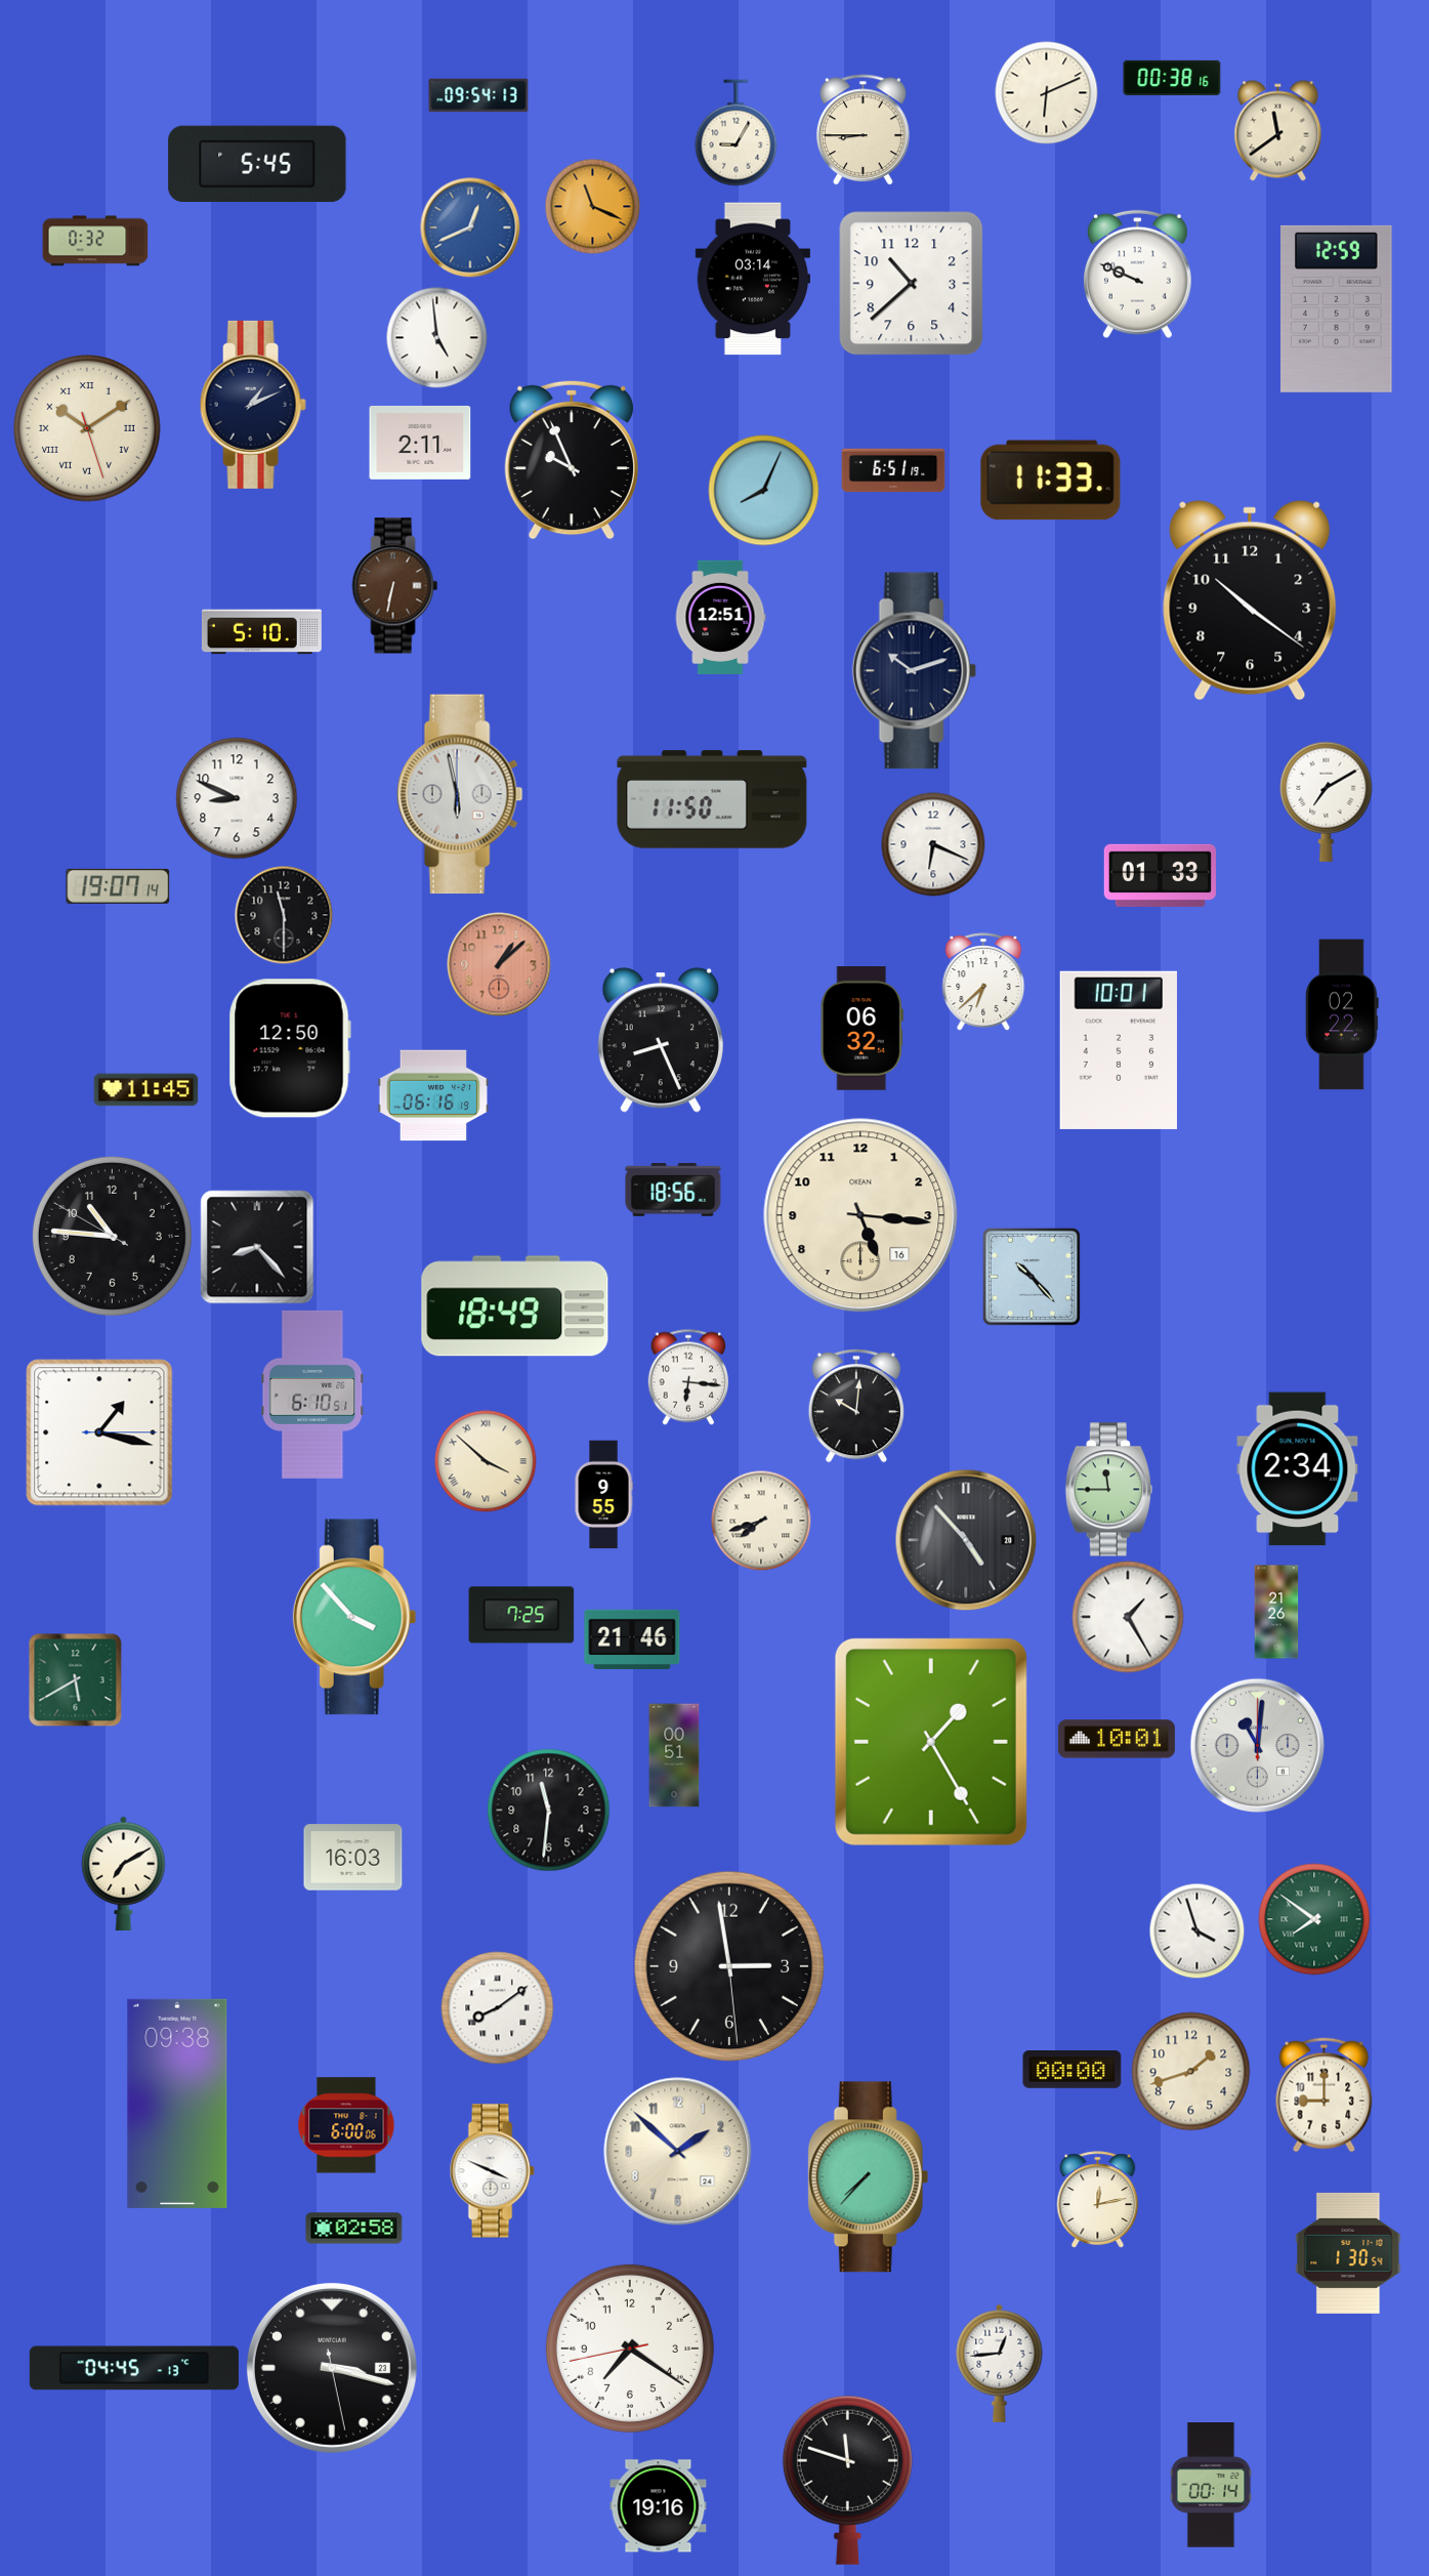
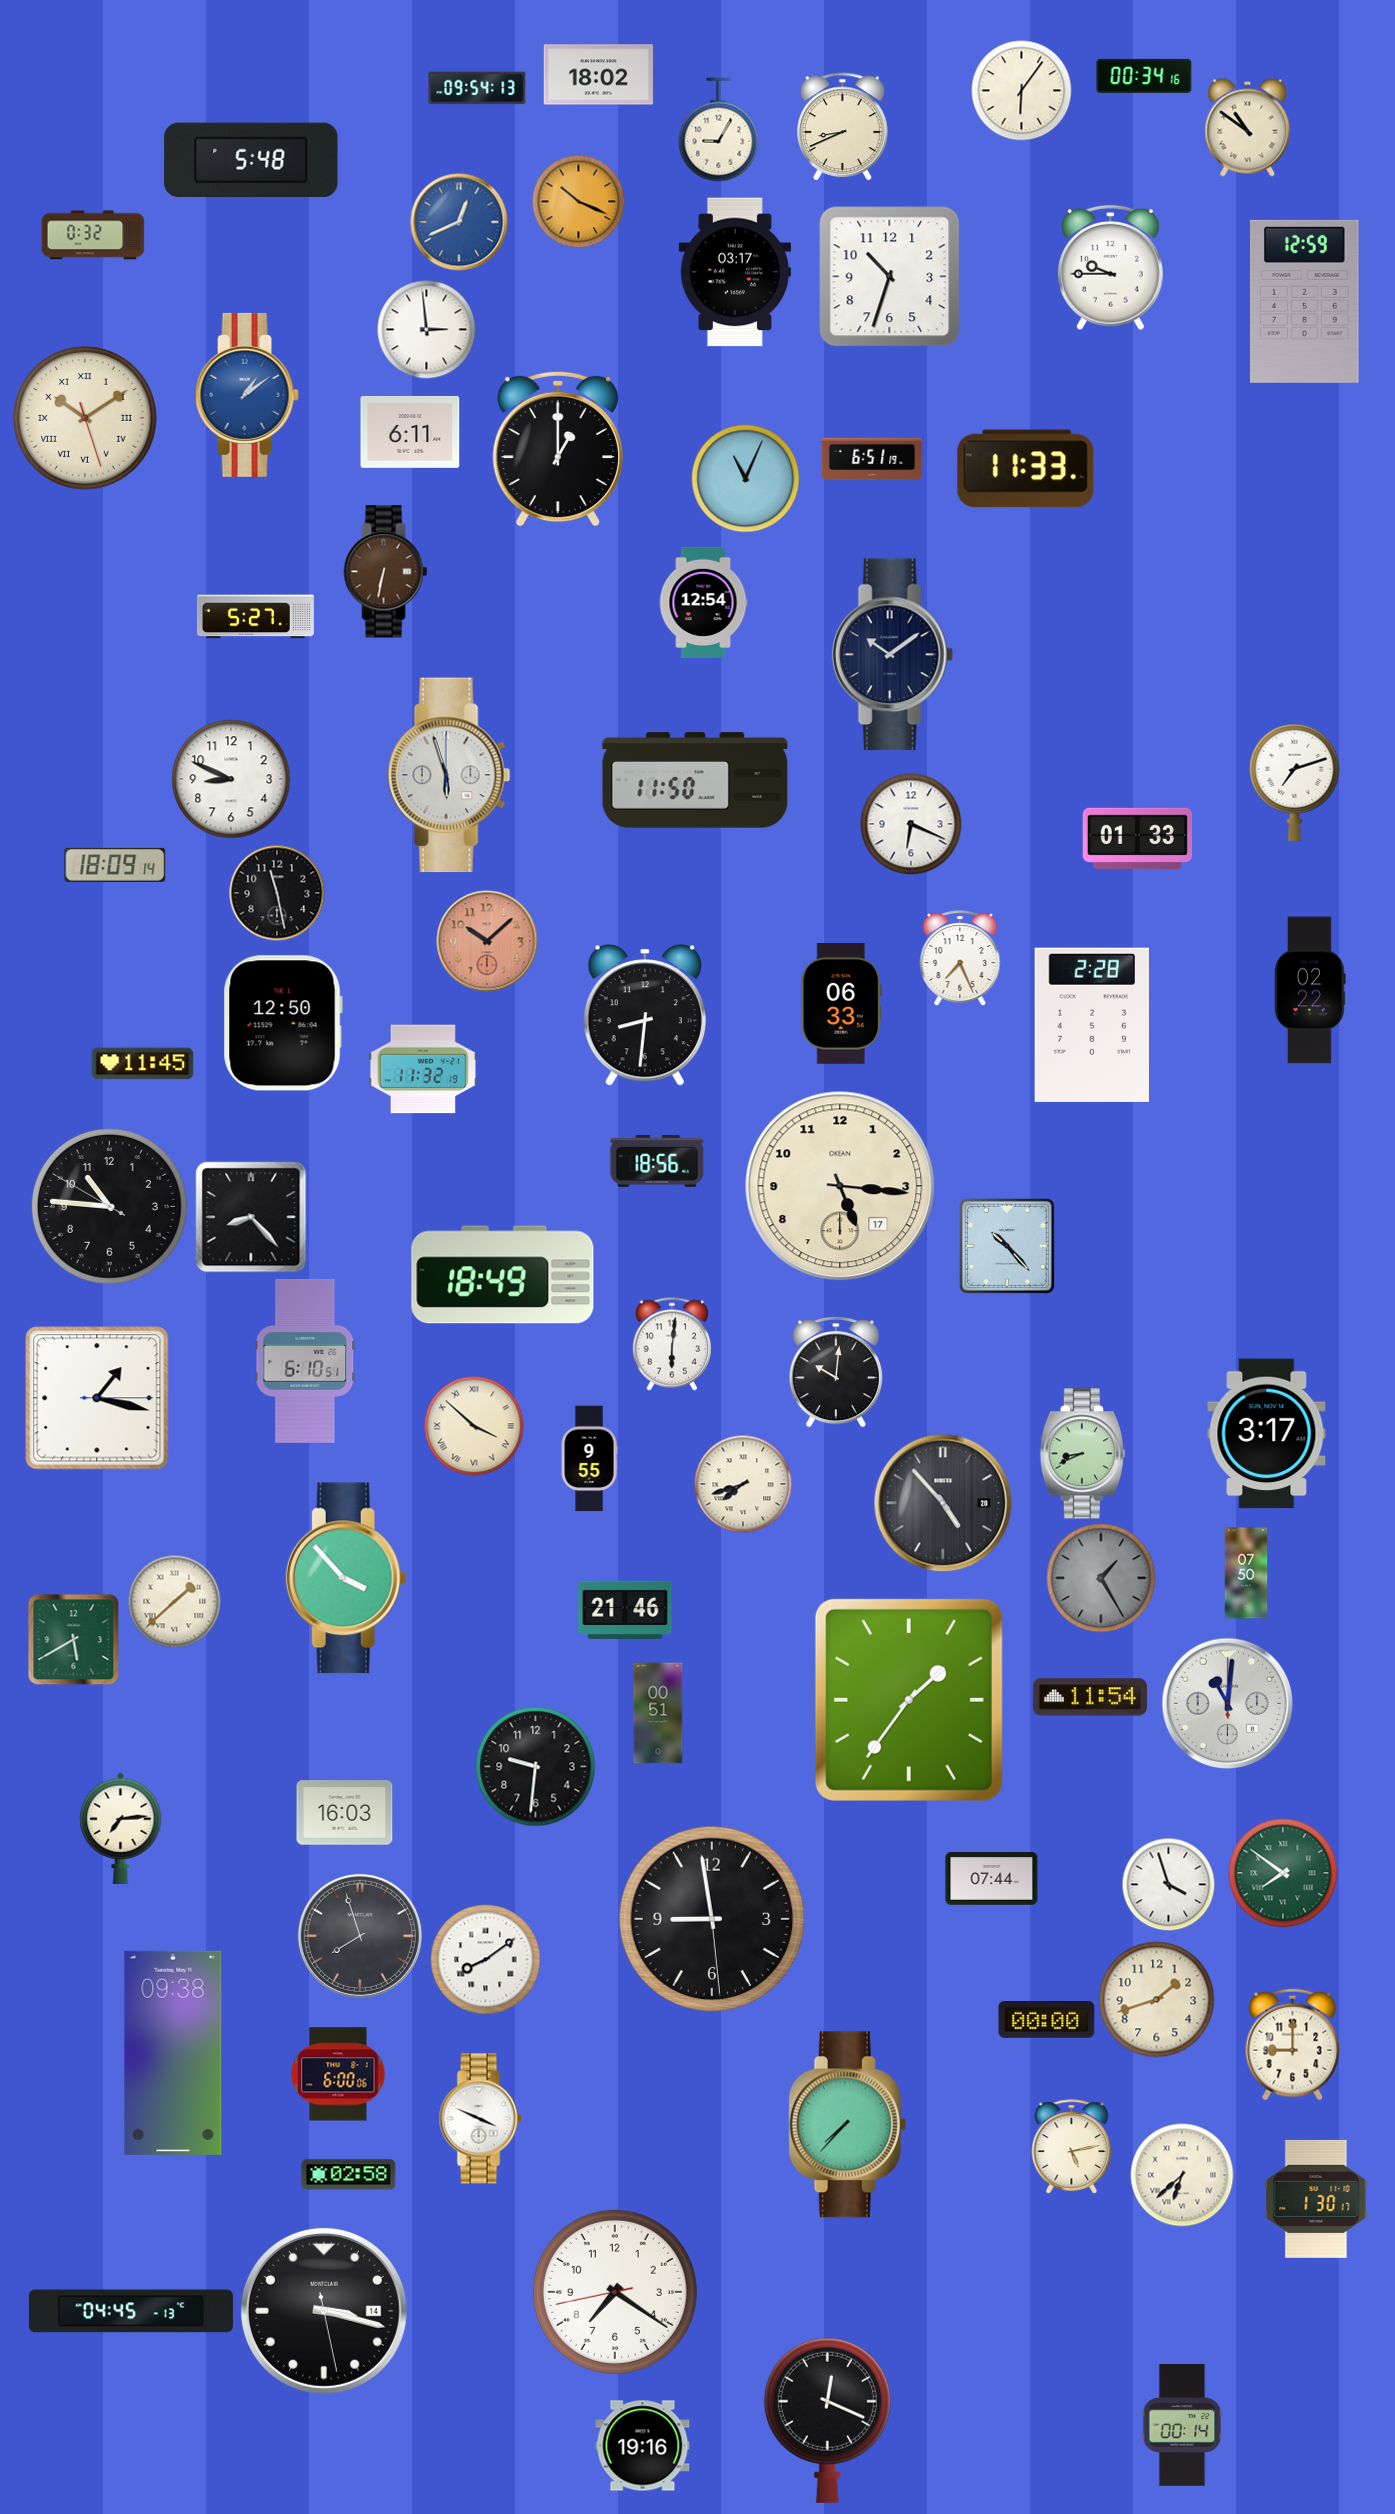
clock at (598, 75): none -> 18:02
clock at (1172, 78): 00:38 -> 00:34
clock at (1047, 93): 6:11 -> 6:06
clock at (478, 95) position: (478, 95) -> (477, 88)
clock at (863, 130): 8:45 -> 8:41
clock at (1278, 131): 11:39 -> 10:51
clock at (257, 164): 5:45 -> 5:48
clock at (592, 206): 11:19 -> 10:19
clock at (1137, 275): 9:49 -> 9:45
clock at (752, 279): 03:14 -> 03:17
clock at (912, 284): 10:38 -> 10:33
clock at (437, 338): 4:59 -> 2:59
clock at (253, 405): 1:11 -> 1:09
clock at (253, 405) dial: navy -> blue
clock at (420, 443): 2:11 -> 6:11
clock at (572, 460): 9:56 -> 1:00
clock at (764, 491): 8:04 -> 11:04
clock at (1250, 600): 10:21 -> none
clock at (720, 617): 12:51 -> 12:54
clock at (261, 632): 5:10 -> 5:27
clock at (914, 671): 10:12 -> 10:09
clock at (460, 794): 5:58 -> 5:57
clock at (1327, 801): 7:10 -> 7:12
clock at (1160, 875) position: (1160, 875) -> (1137, 838)
clock at (118, 886): 19:07 -> 18:09
clock at (284, 915): 11:30 -> 11:28
clock at (499, 964): 1:08 -> 10:08
clock at (983, 982): 6:38 -> 7:26
clock at (861, 1029): 06:32 -> 06:33
clock at (661, 1040): 8:26 -> 8:31
clock at (1119, 1050): 10:01 -> 2:28
clock at (433, 1095): 06:16 -> 11:32
clock at (860, 1215) date: 16 -> 17
clock at (687, 1377): 6:16 -> 6:01
clock at (1298, 1469): 2:34 -> 3:17
clock at (1108, 1490): 11:45 -> 8:41
clock at (1276, 1612): 21:26 -> 07:50
clock at (521, 1615): 7:25 -> none
clock at (1128, 1617) dial: white -> grey
clock at (632, 1639) position: (632, 1639) -> (625, 1610)
clock at (174, 1601): none -> 1:38
clock at (1117, 1739): 10:01 -> 11:54
clock at (931, 1742): 1:25 -> 1:36
clock at (549, 1811): 11:31 -> 9:31
clock at (124, 1873): 7:10 -> 7:14
clock at (992, 1879): none -> 07:44
clock at (729, 1966): 2:58 -> 8:58
clock at (360, 1936): none -> 7:57
clock at (1191, 2072) position: (1191, 2072) -> (1157, 2000)
clock at (678, 2152): 1:52 -> none
clock at (1098, 2200): 12:13 -> 5:13
clock at (354, 2229) position: (354, 2229) -> (349, 2175)
clock at (1182, 2175): none -> 6:38
clock at (1348, 2253): 1:30:54 -> 1:30:17
clock at (1000, 2363): 12:44 -> none
clock at (332, 2368) date: 23 -> 14
clock at (847, 2480): 11:48 -> 12:19
